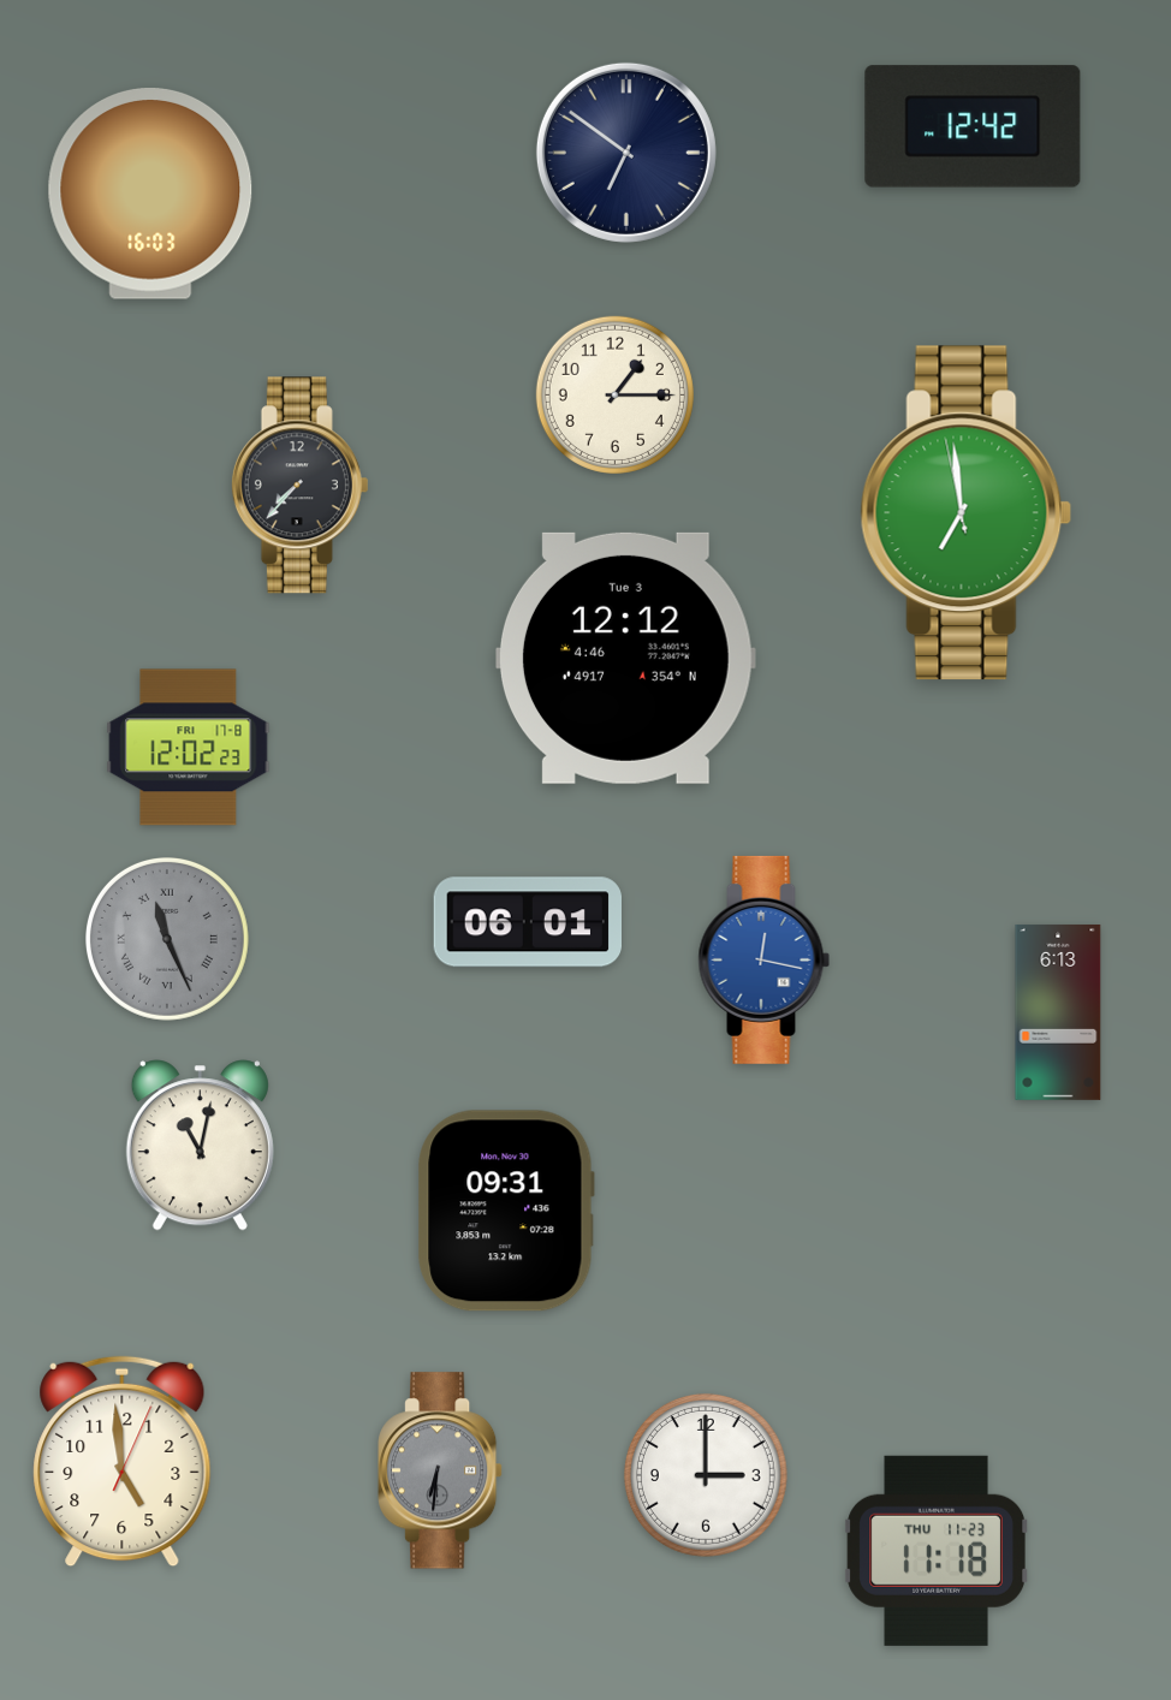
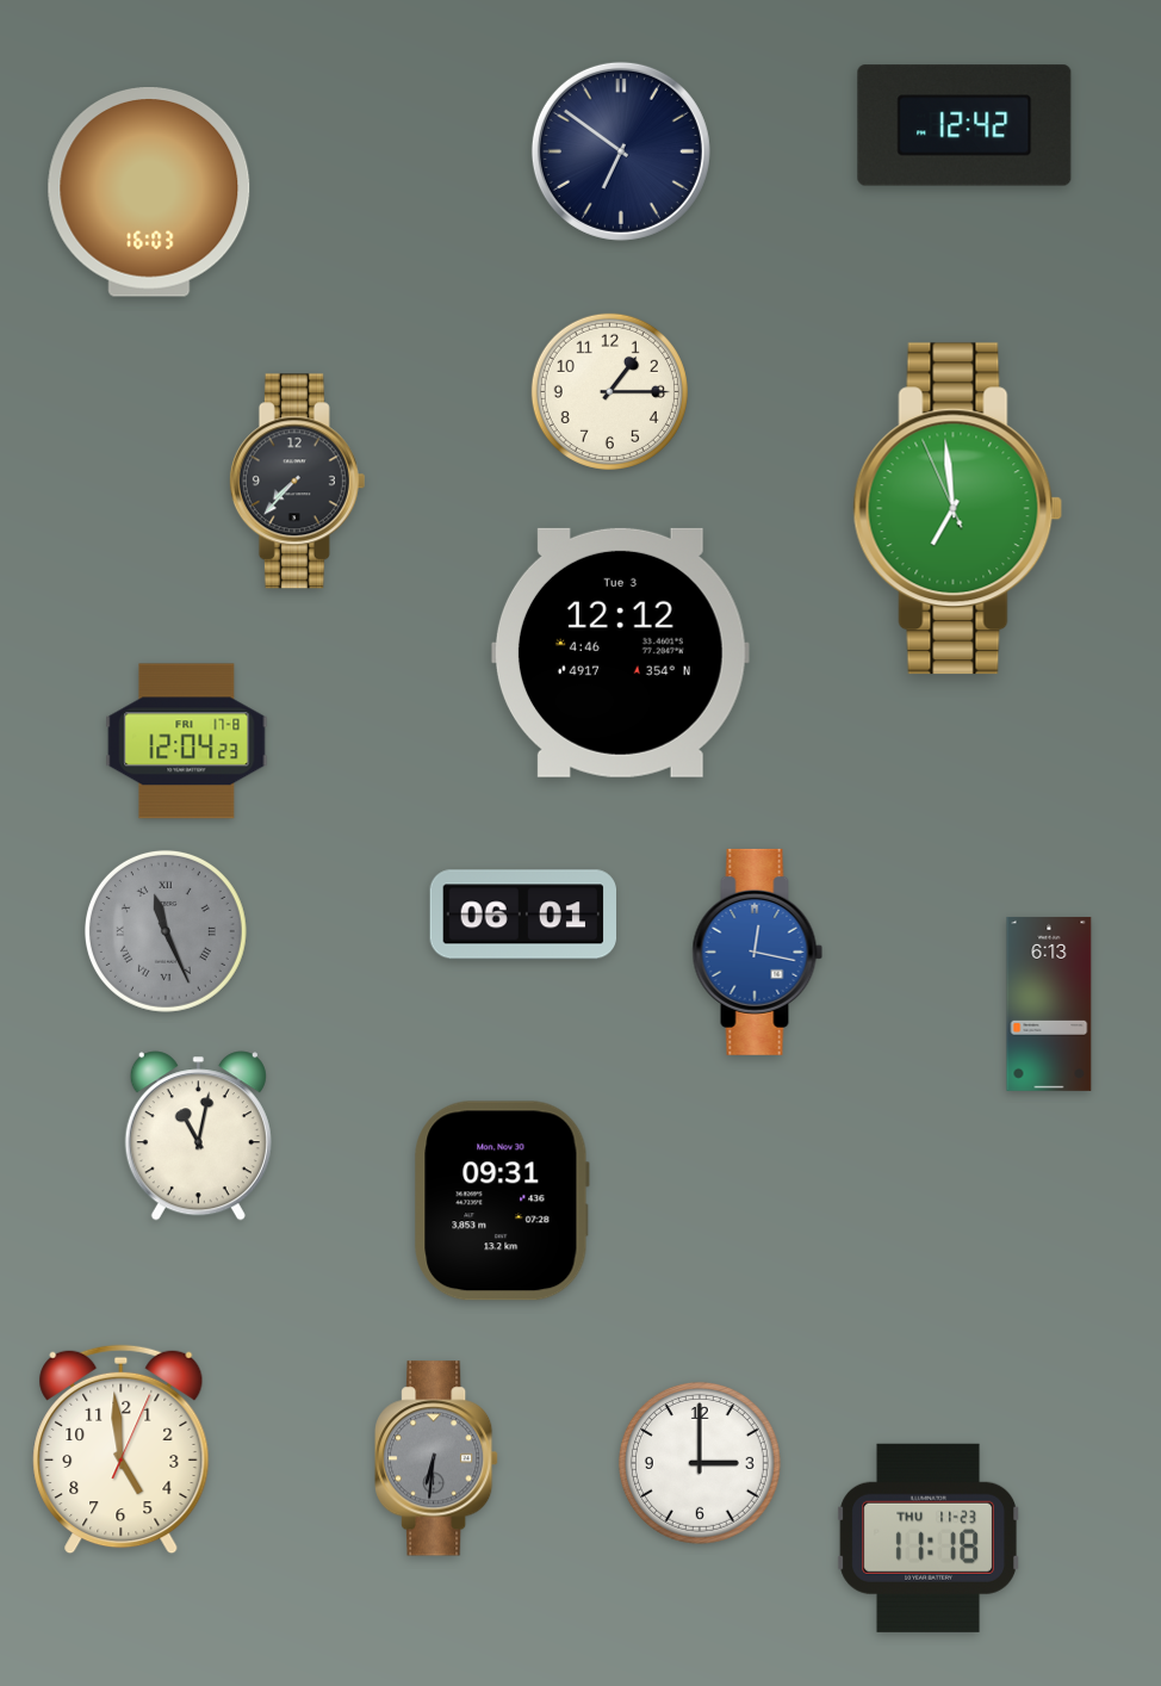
clock at (967, 513): 6:58:58 -> 6:58:56
clock at (189, 748): 12:02 -> 12:04
